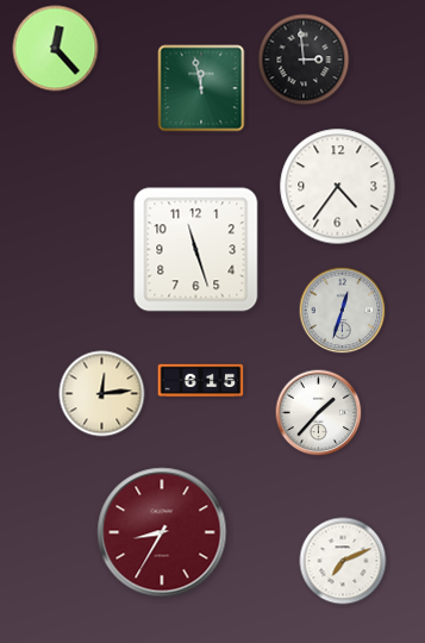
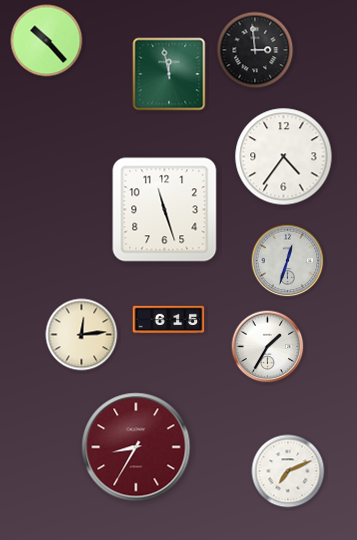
clock at (56, 49): 12:23 -> 10:23
clock at (102, 394) position: (102, 394) -> (82, 335)
clock at (319, 413): 1:37 -> 1:35
